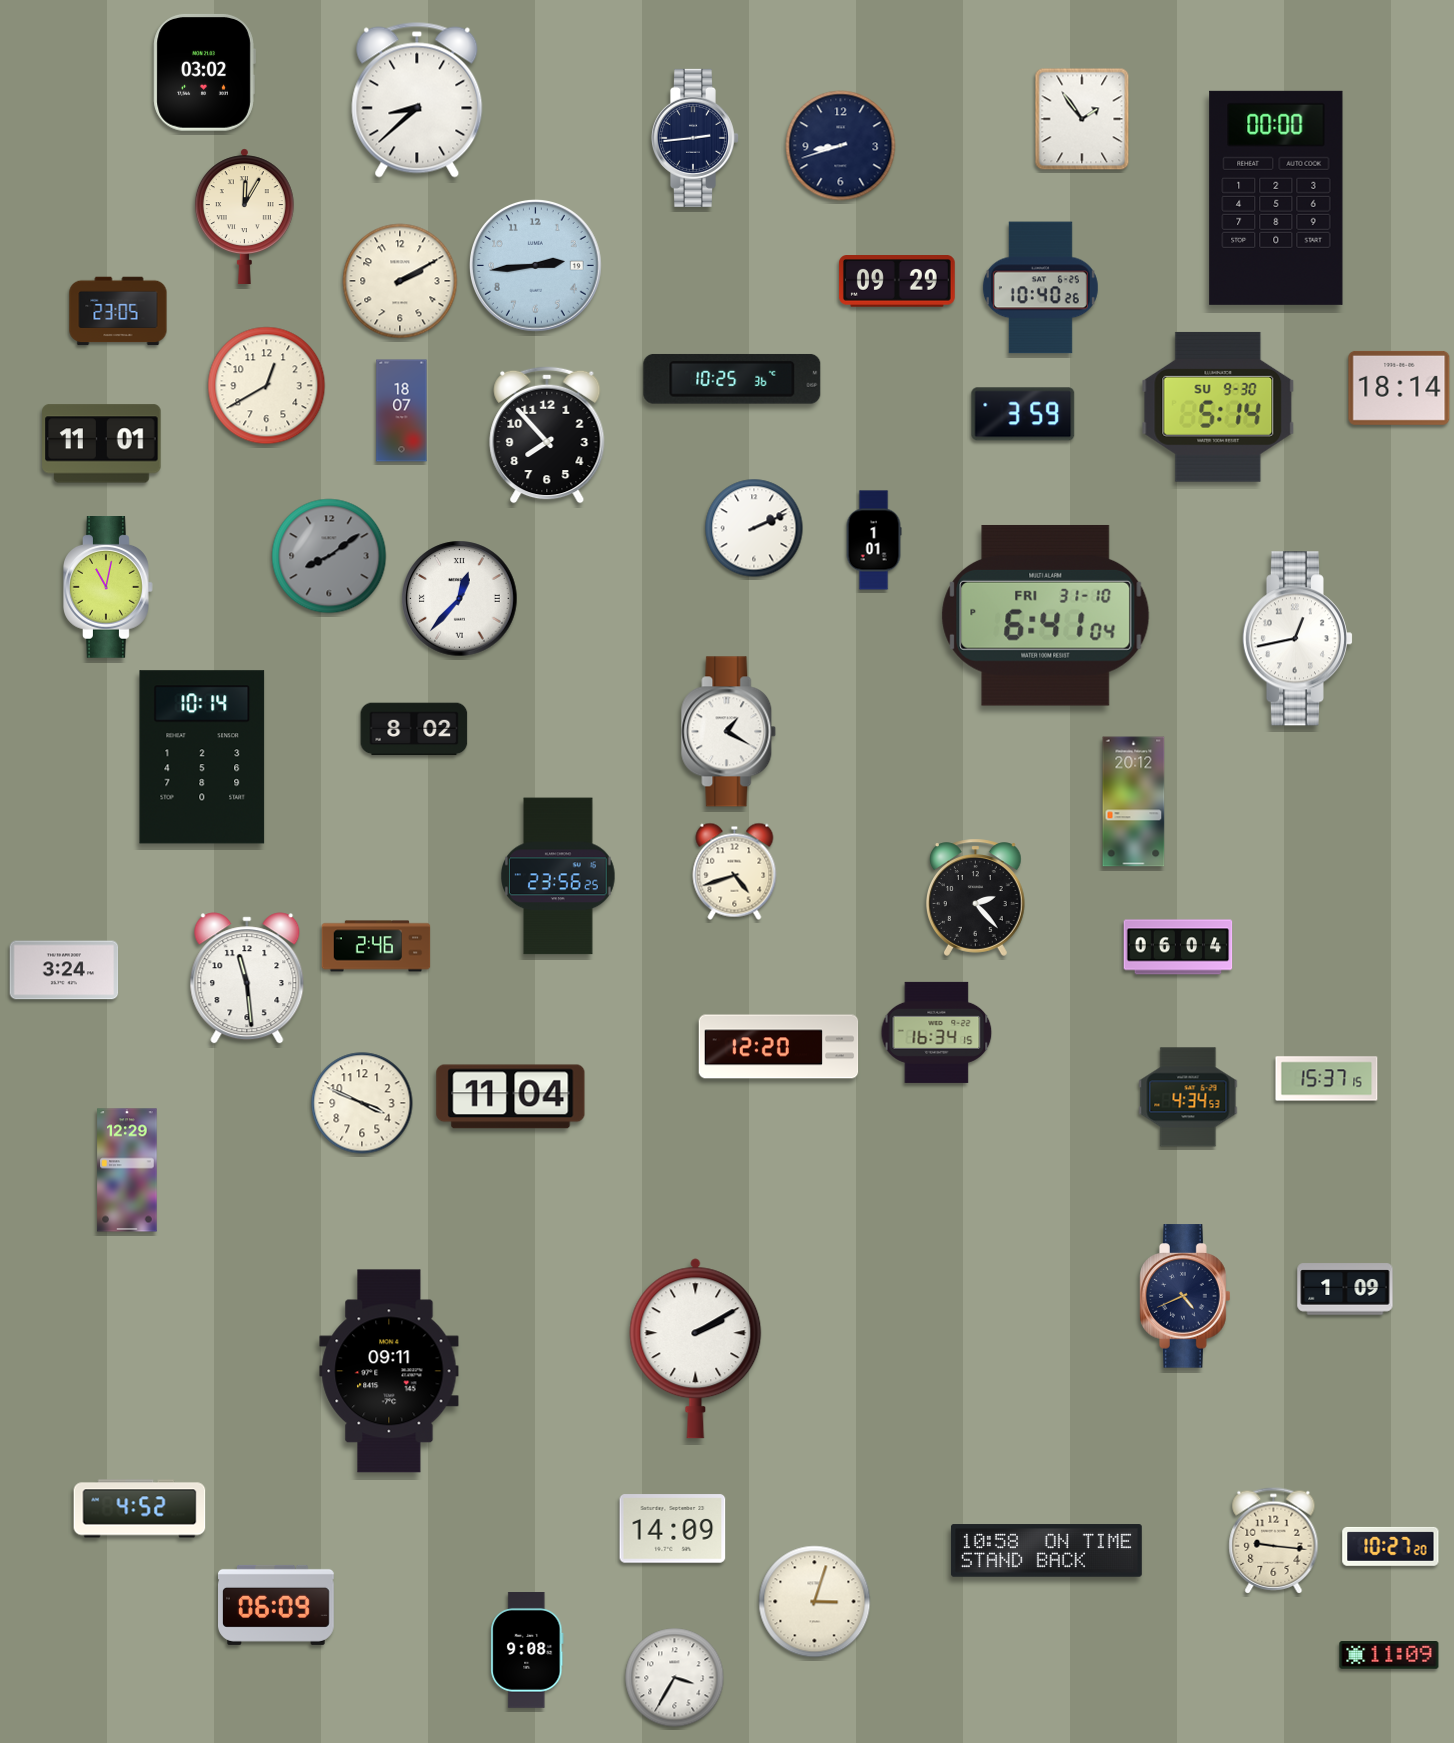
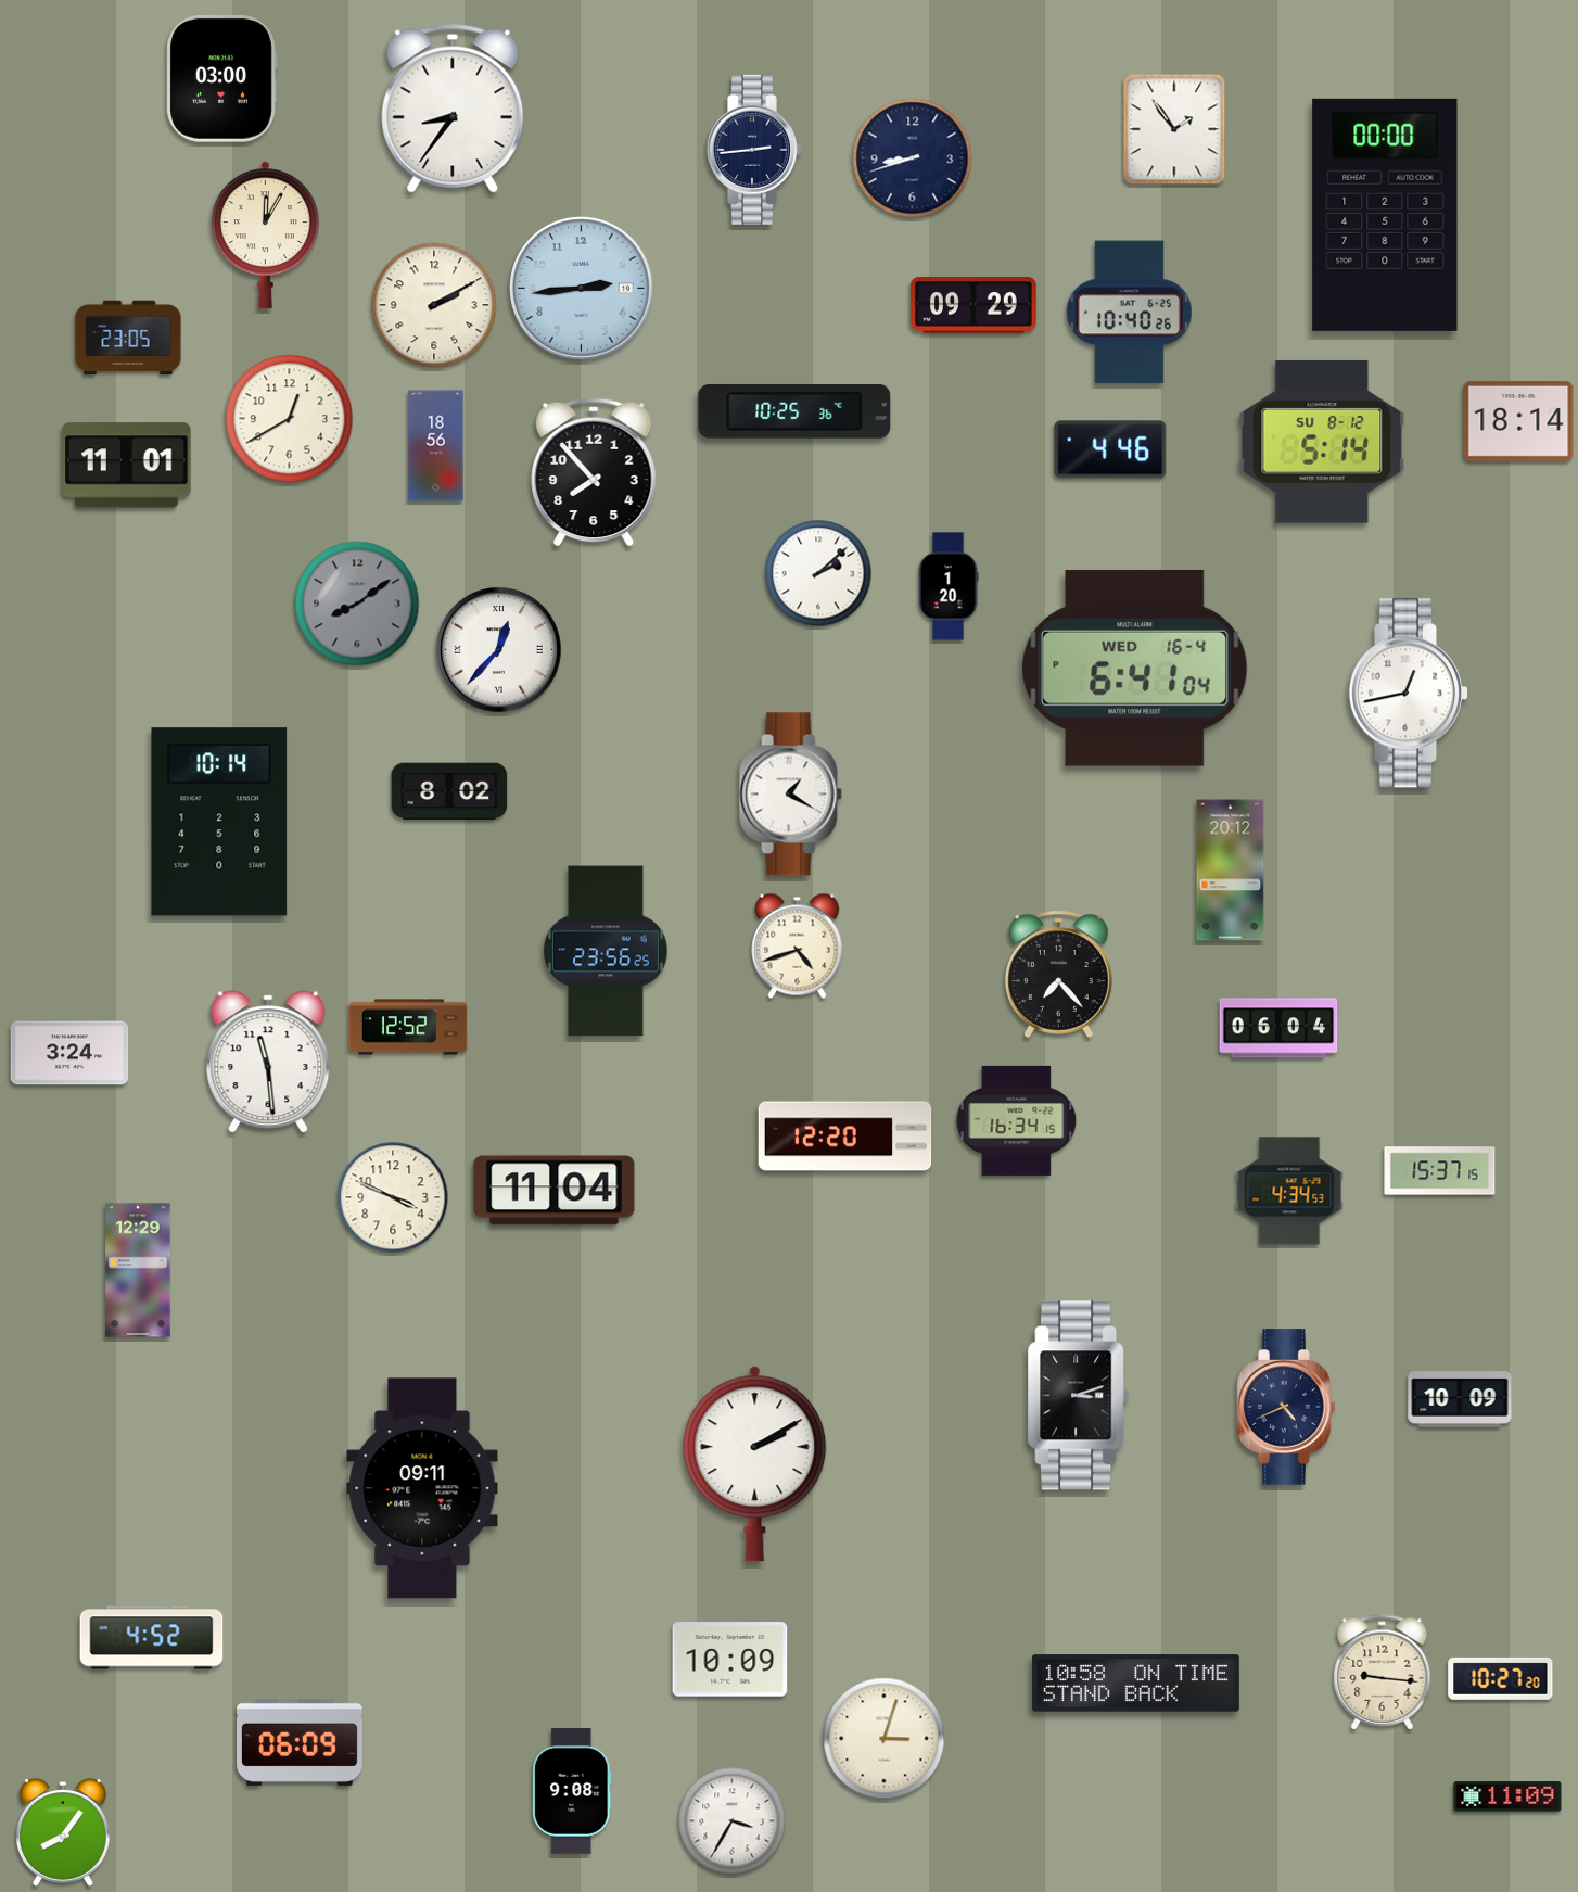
clock at (204, 72): 03:02 -> 03:00
clock at (417, 100): 8:38 -> 8:36
clock at (1218, 407) date: SU 9-30 -> SU 8-12
clock at (402, 411): 18:07 -> 18:56
clock at (1023, 414): 3:59 -> 4:46
clock at (102, 444) position: (102, 444) -> (127, 466)
clock at (754, 528): 2:11 -> 2:08
clock at (874, 540): 1:01 -> 1:20
clock at (109, 588): 11:02 -> none
clock at (1046, 615) date: FRI 31-10 -> WED 16-4
clock at (975, 897): 2:23 -> 7:23
clock at (376, 946): 2:46 -> 12:52
clock at (1079, 1396): none -> 3:12
clock at (1345, 1289): 1:09 -> 10:09
clock at (673, 1529): 14:09 -> 10:09
clock at (1391, 1546) position: (1391, 1546) -> (1501, 1678)
clock at (63, 1832): none -> 8:06
